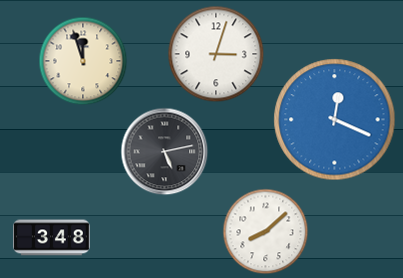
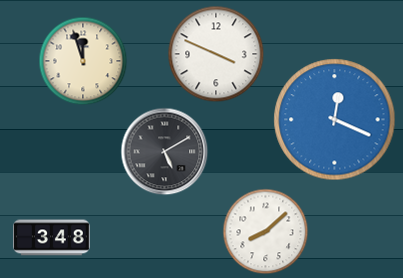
clock at (216, 54): 3:03 -> 3:49
clock at (164, 151): 5:13 -> 5:10
